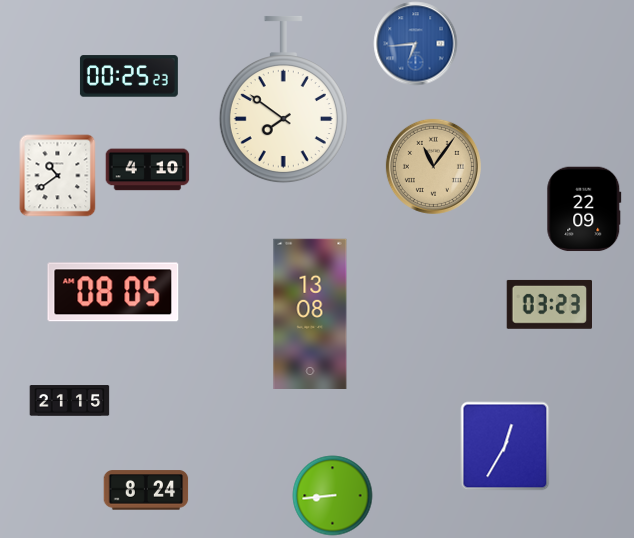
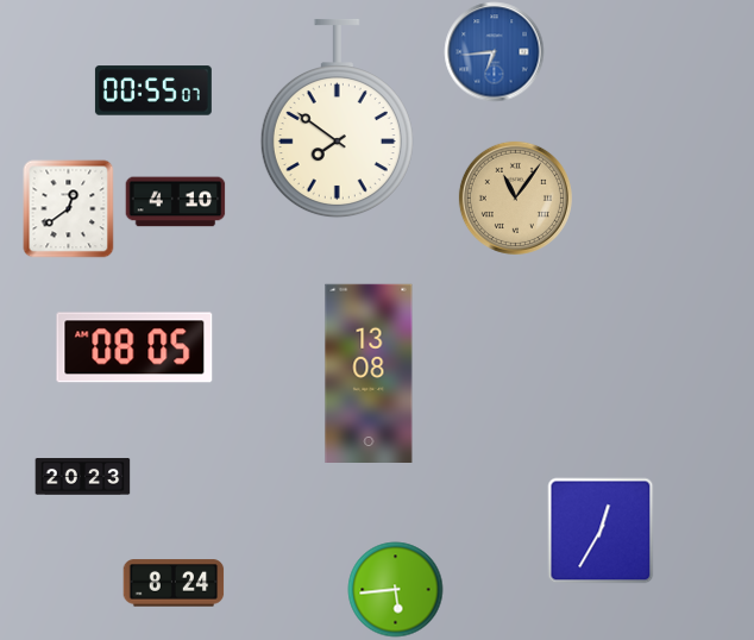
clock at (129, 76): 00:25 -> 00:55
clock at (58, 175): 10:39 -> 12:39
clock at (584, 209): 22:09 -> none
clock at (549, 304): 03:23 -> none
clock at (69, 401): 21:15 -> 20:23
clock at (332, 495): 8:44 -> 5:44
